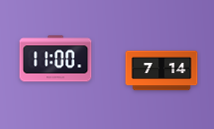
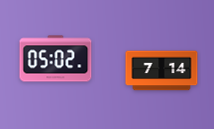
clock at (56, 59): 11:00 -> 05:02
